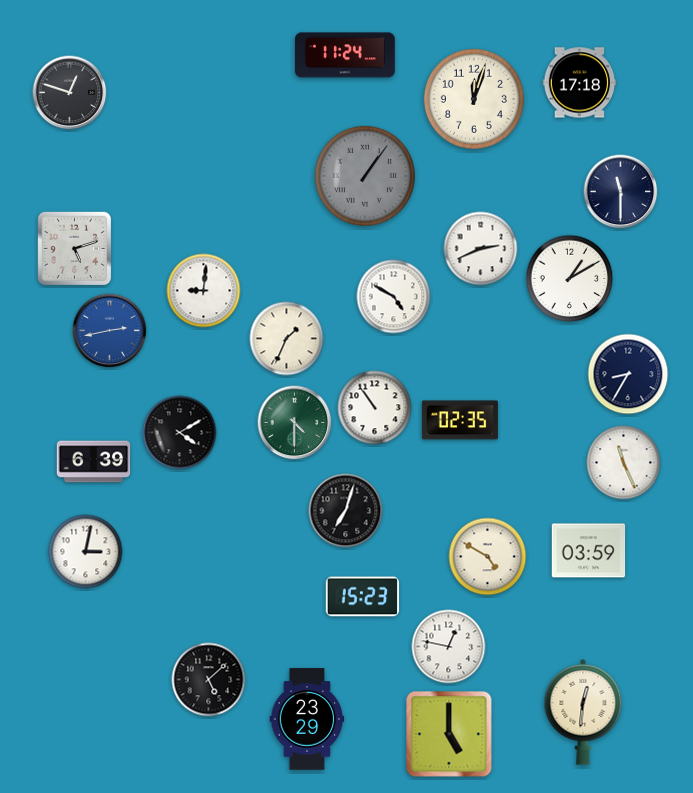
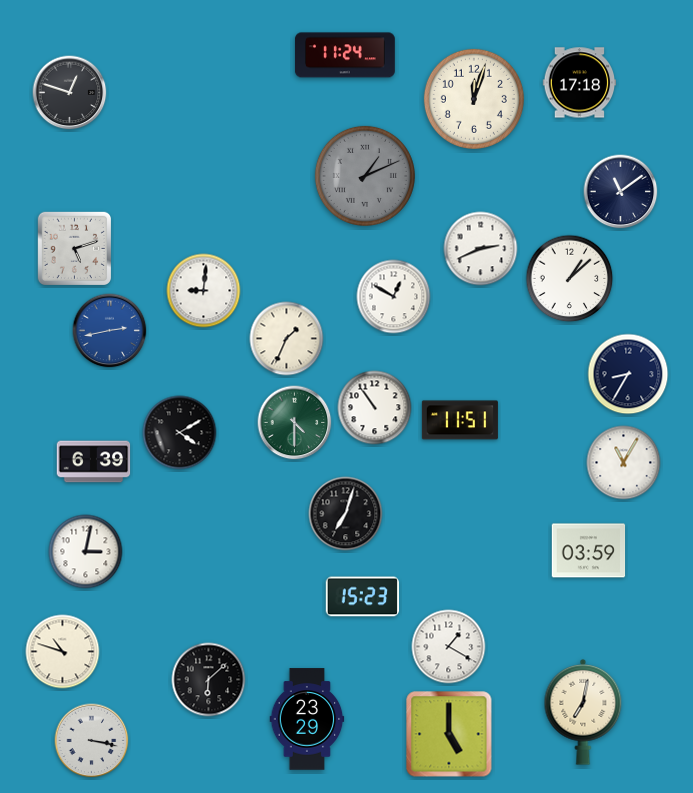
clock at (365, 176): 1:06 -> 1:11
clock at (621, 192): 11:30 -> 11:09
clock at (570, 279): 1:10 -> 1:08
clock at (394, 297): 4:50 -> 12:50
clock at (460, 420): 02:35 -> 11:51
clock at (624, 463): 11:26 -> 11:05
clock at (346, 511) position: (346, 511) -> (346, 514)
clock at (488, 557): 4:50 -> none
clock at (449, 647): 12:47 -> 1:20
clock at (63, 652): none -> 10:48
clock at (209, 680): 5:08 -> 6:08
clock at (583, 712): 12:31 -> 7:02
clock at (92, 741): none -> 3:17
